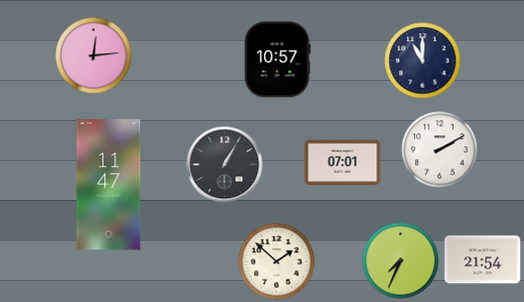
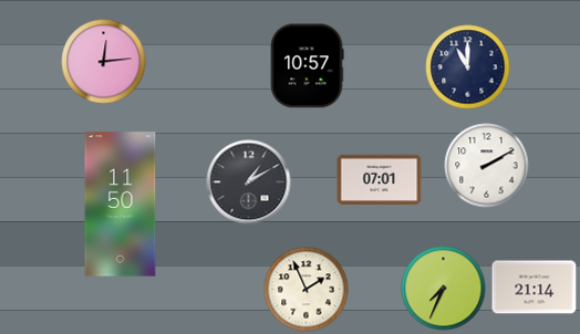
clock at (225, 165): 1:05 -> 1:10
clock at (109, 185): 11:47 -> 11:50
clock at (483, 260): 21:54 -> 21:14
clock at (277, 262): 1:52 -> 1:56
